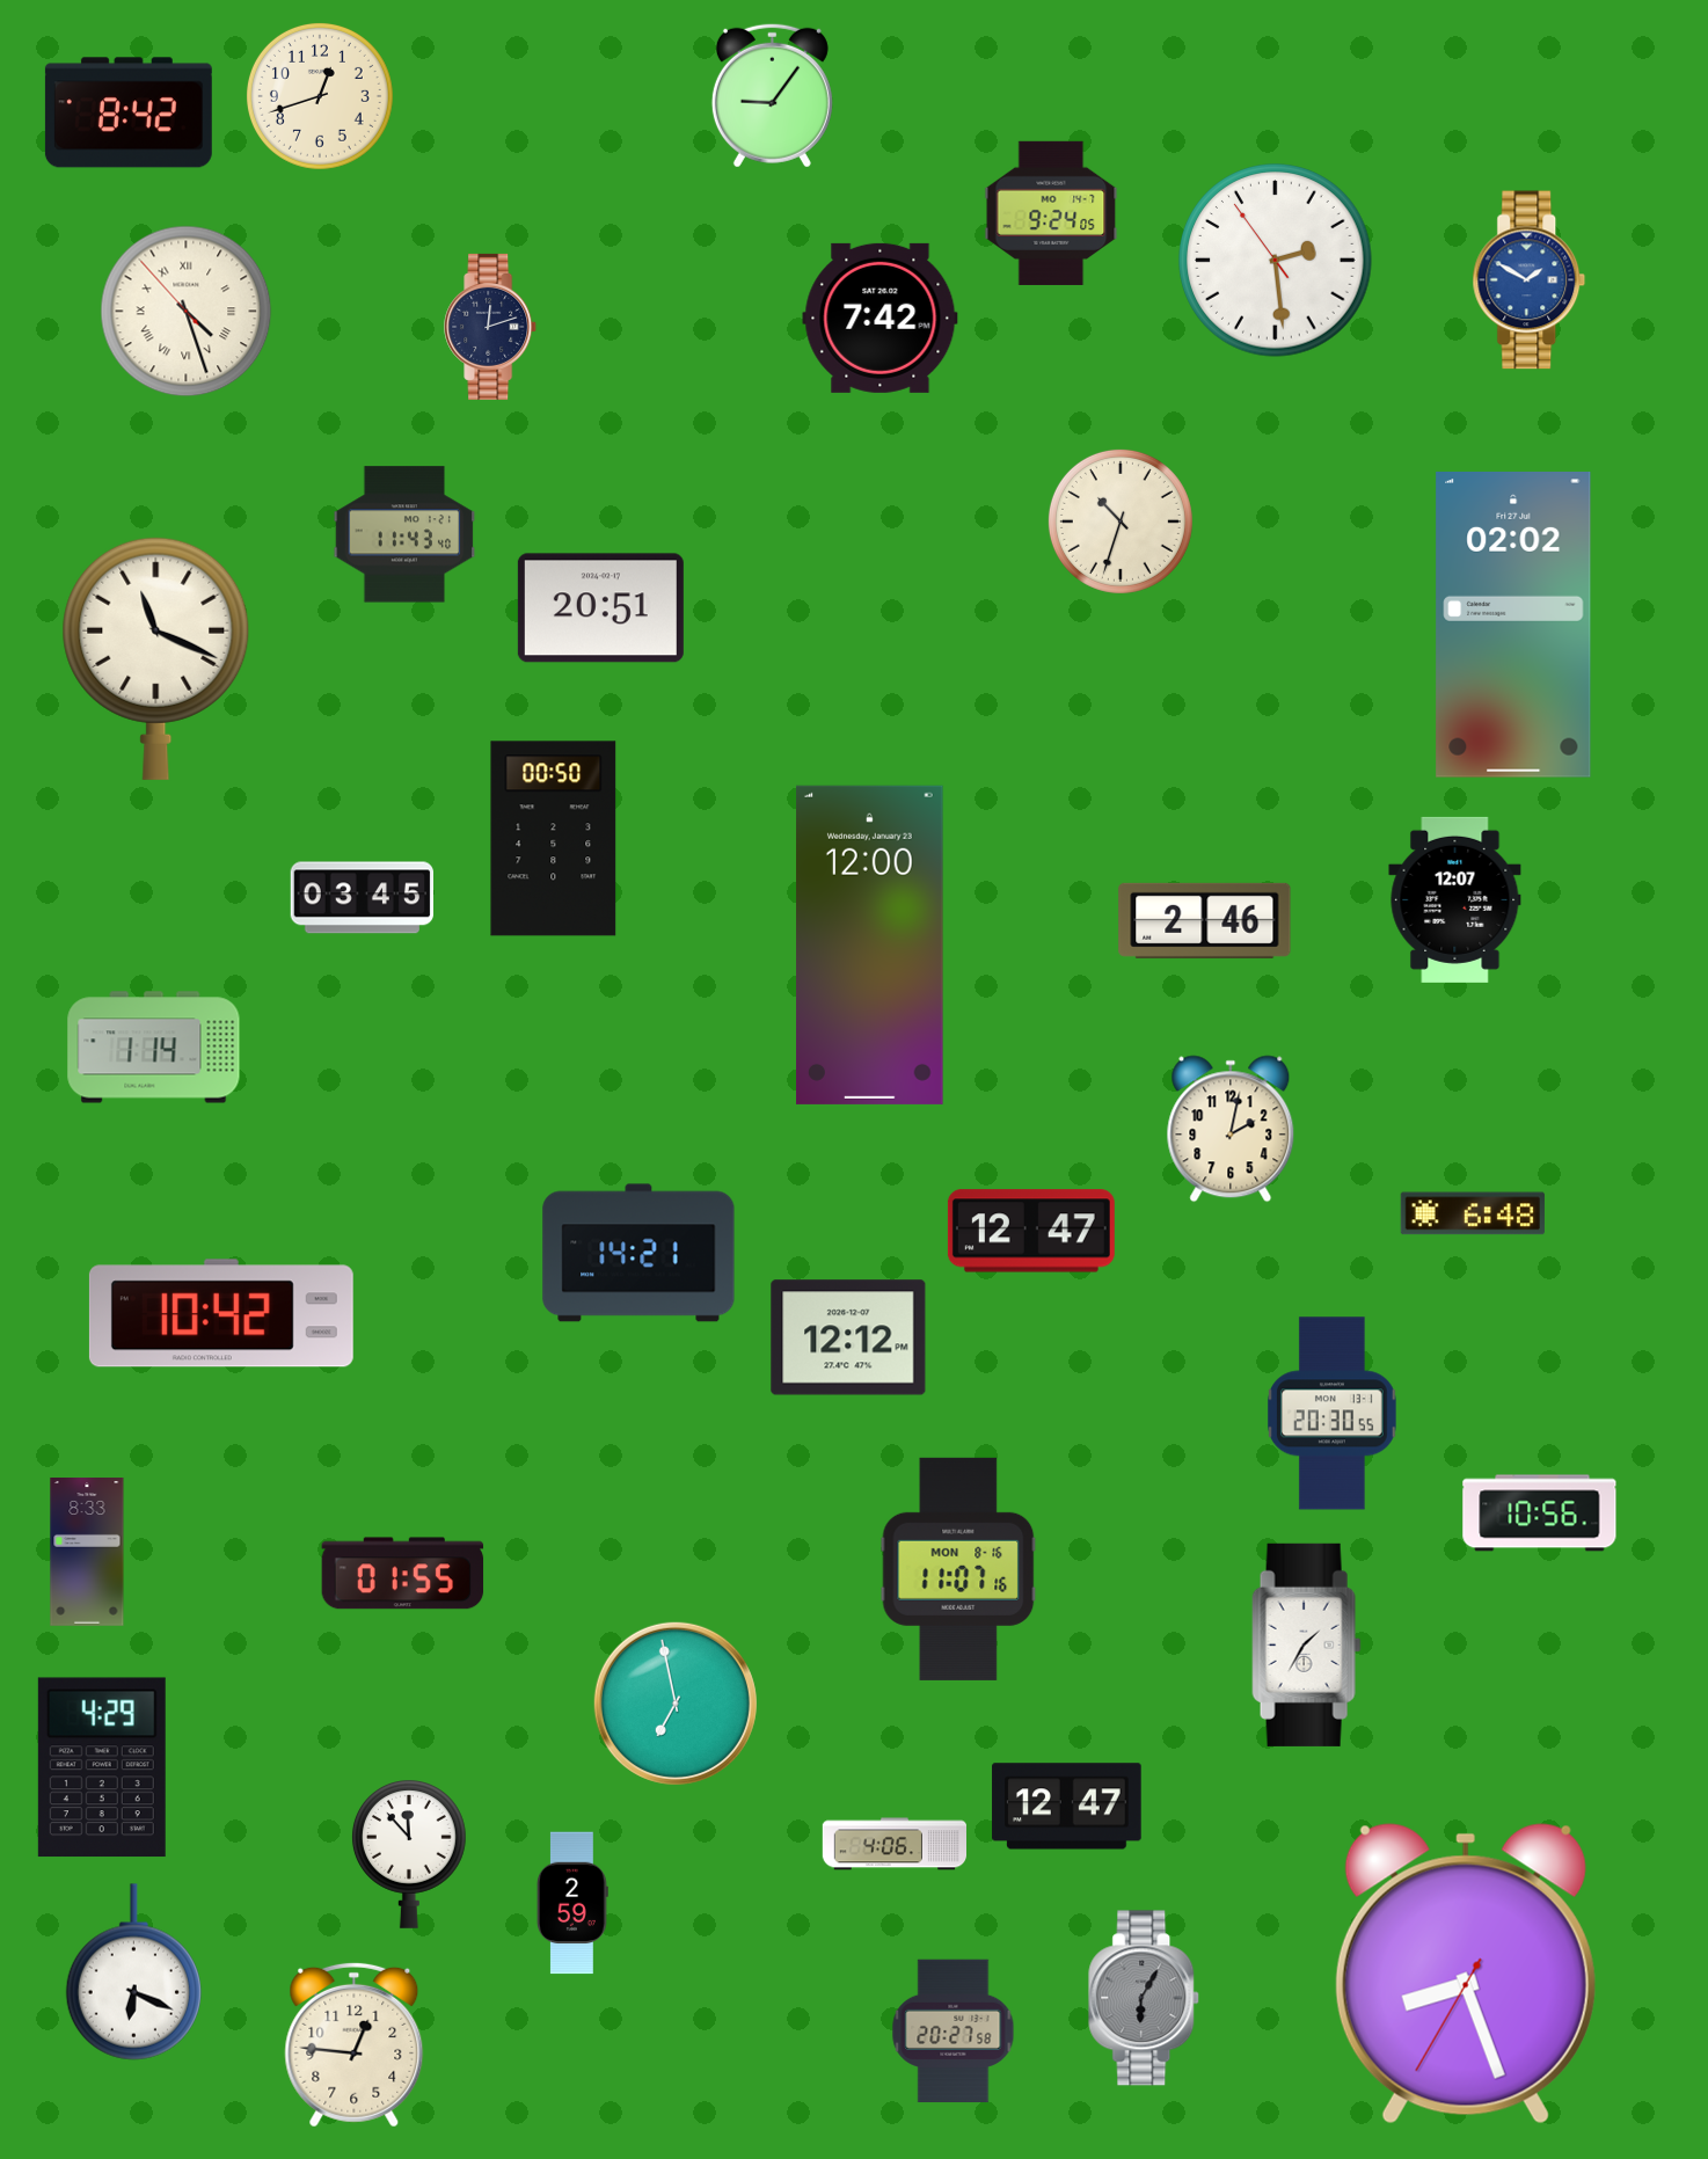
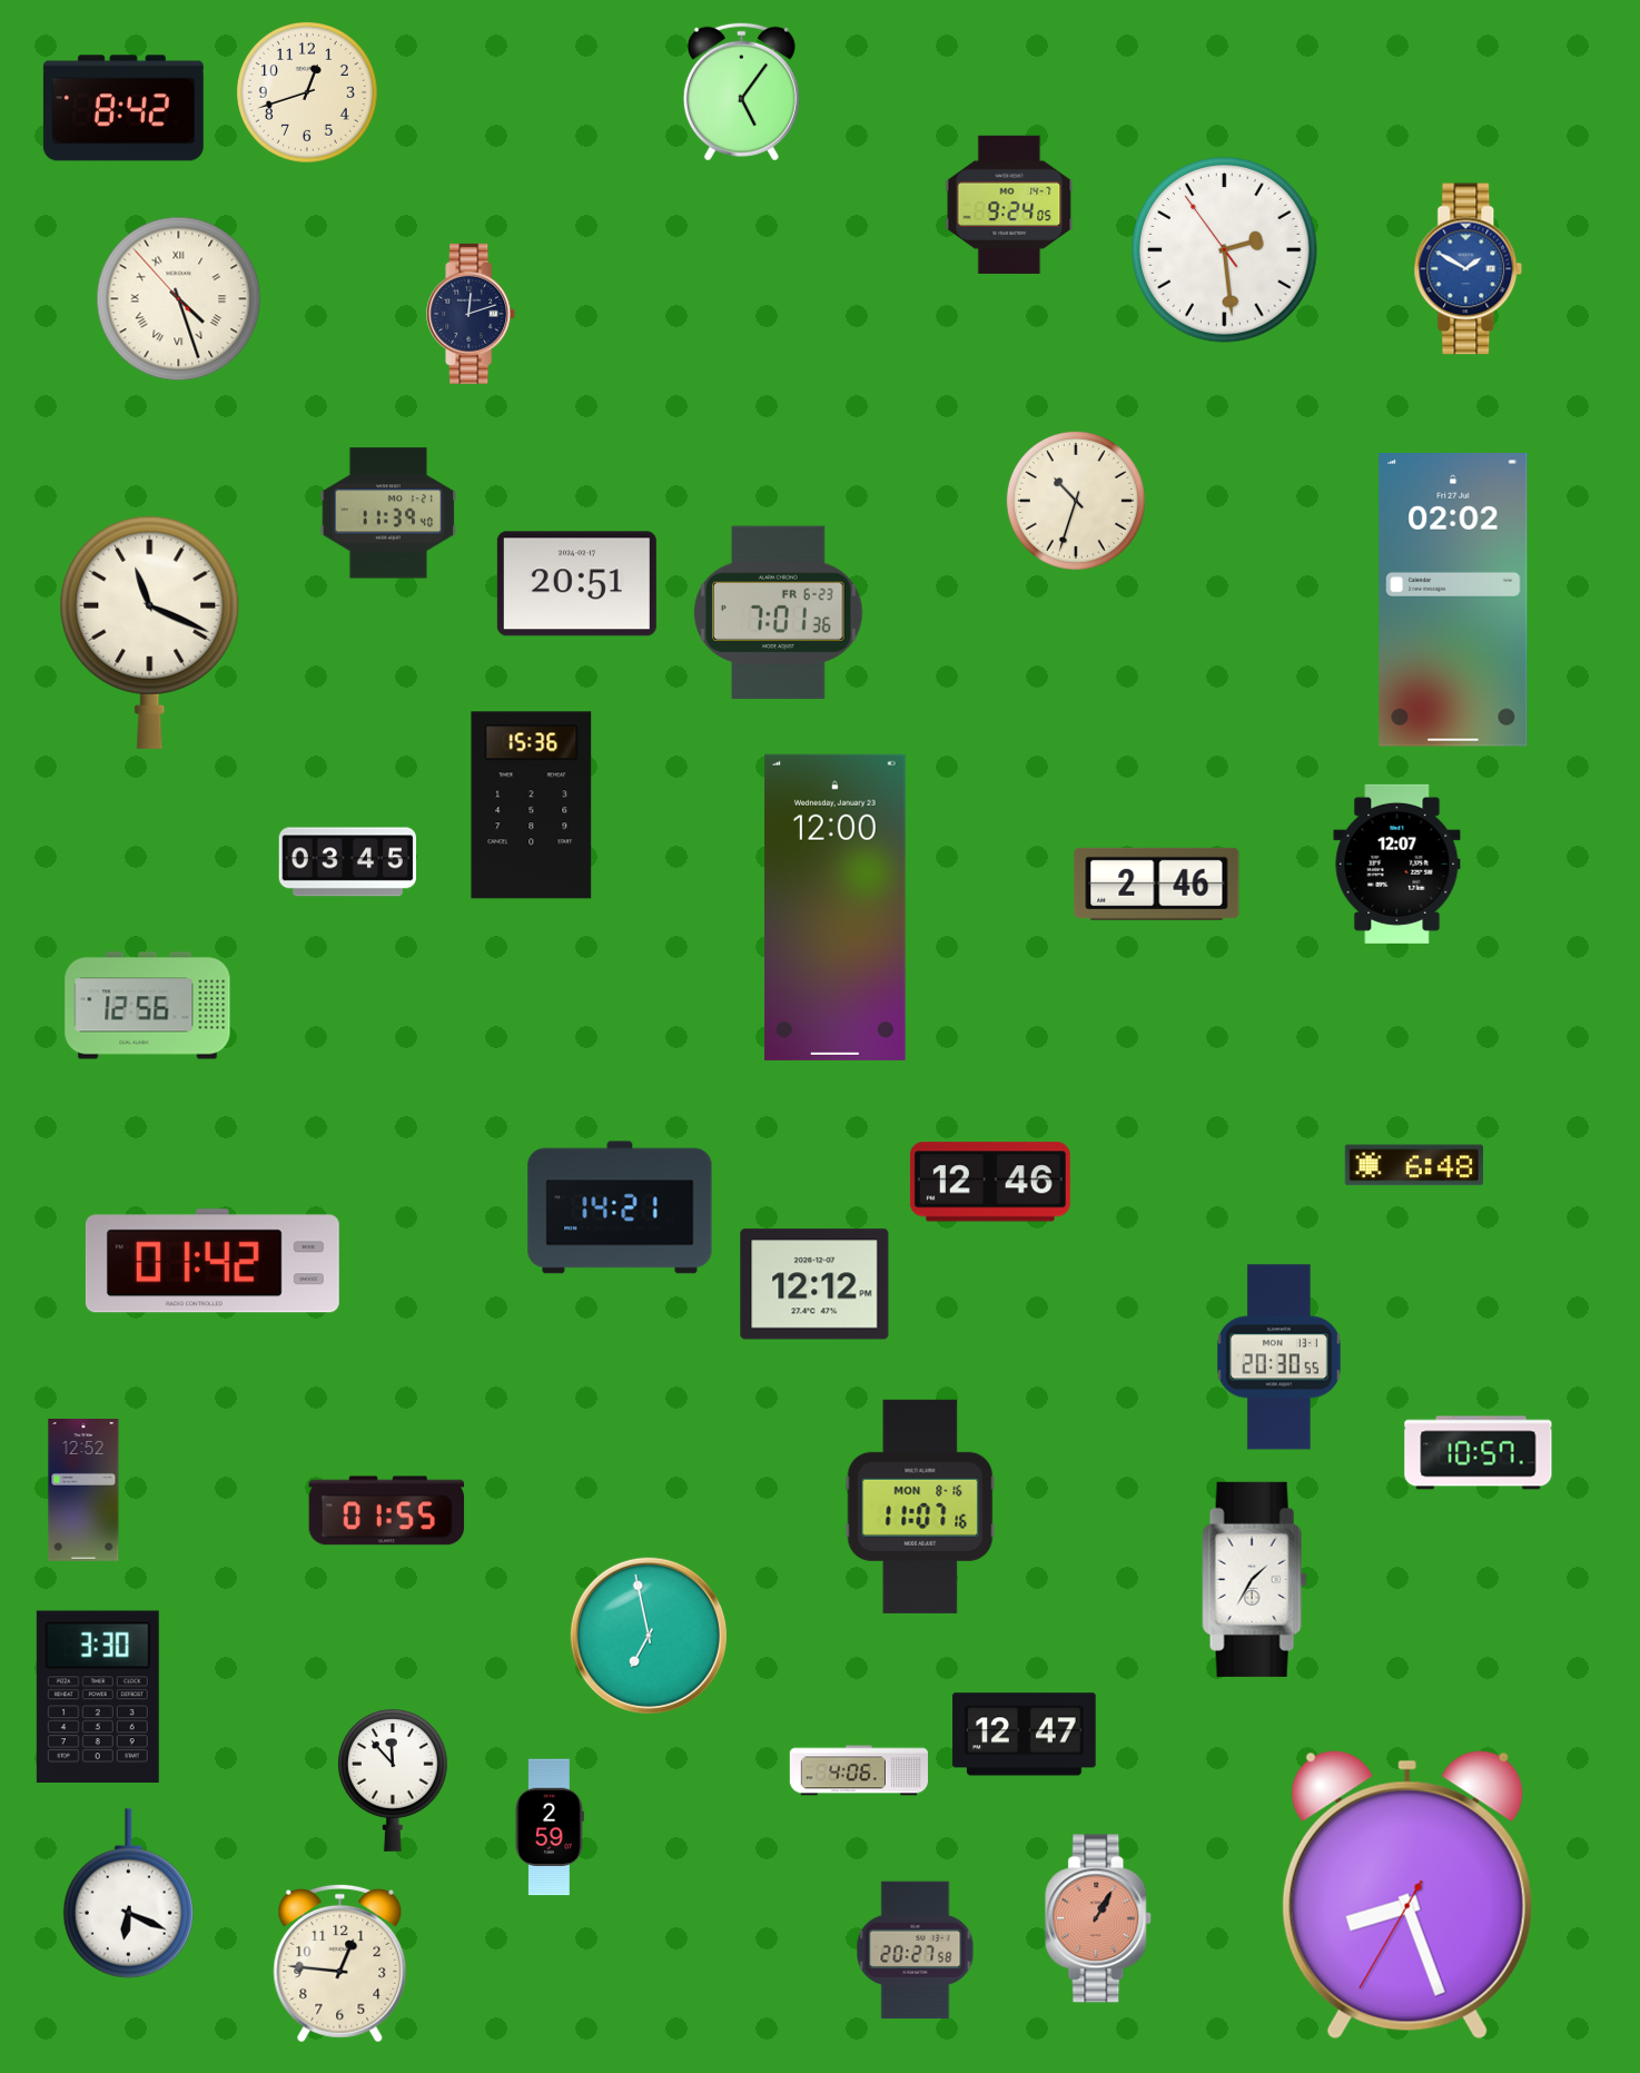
clock at (772, 95): 9:06 -> 5:06
clock at (881, 318): 7:42 -> none
clock at (404, 534): 11:43 -> 11:39
clock at (779, 613): none -> 7:01
clock at (554, 839): 00:50 -> 15:36
clock at (154, 1048): 1:14 -> 12:56
clock at (1231, 1129): 2:02 -> none
clock at (1031, 1231): 12:47 -> 12:46
clock at (638, 1253) position: (638, 1253) -> (620, 1207)
clock at (221, 1313): 10:42 -> 01:42
clock at (1540, 1514): 10:56 -> 10:57
clock at (87, 1552): 8:33 -> 12:52
clock at (102, 1767): 4:29 -> 3:30
clock at (1145, 1998): 6:05 -> 1:05
clock at (1145, 1998) dial: grey -> salmon
